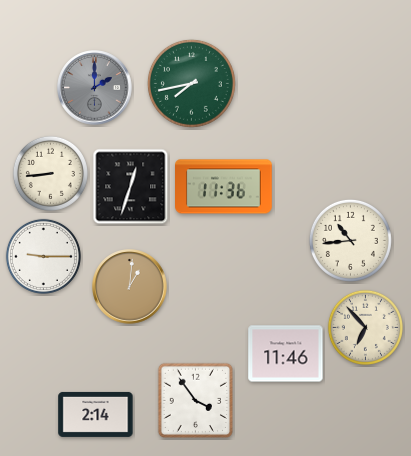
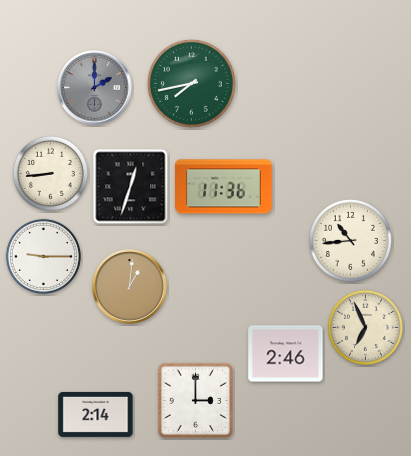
clock at (365, 327): 6:53 -> 6:56
clock at (286, 354): 11:46 -> 2:46
clock at (195, 400): 3:54 -> 3:00
